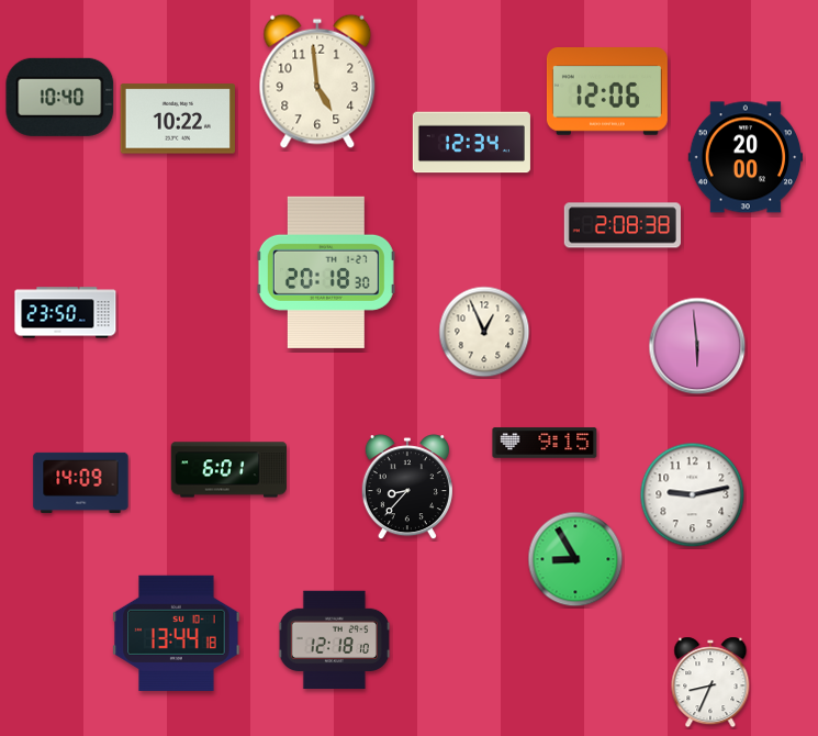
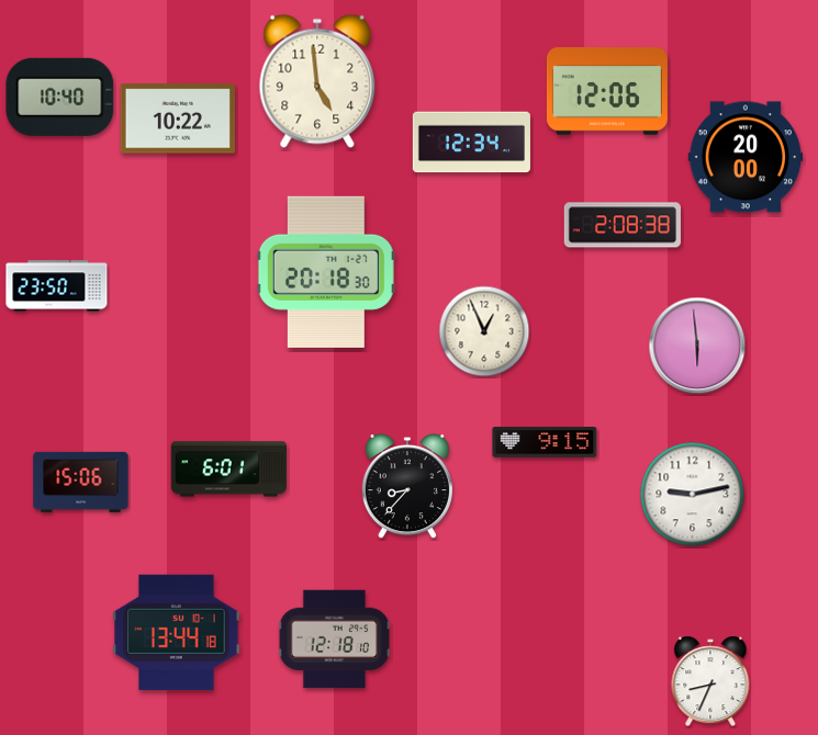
clock at (66, 313) position: (66, 313) -> (57, 286)
clock at (81, 482): 14:09 -> 15:06
clock at (575, 559): 8:55 -> none
